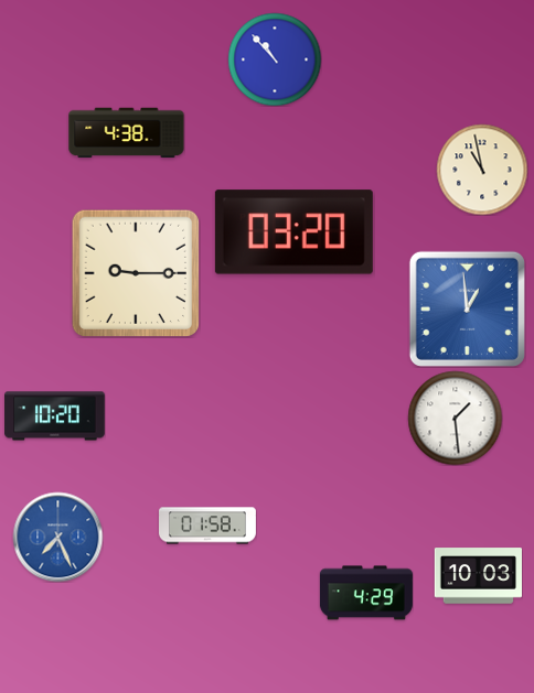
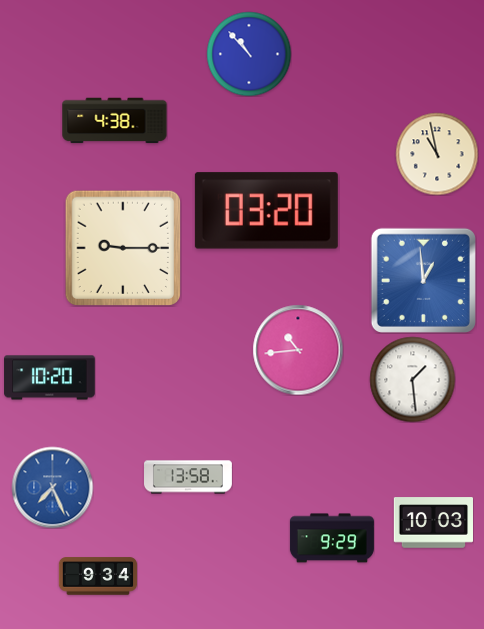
clock at (298, 350): none -> 10:44
clock at (209, 526): 01:58 -> 13:58
clock at (366, 593): 4:29 -> 9:29
clock at (98, 576): none -> 9:34
